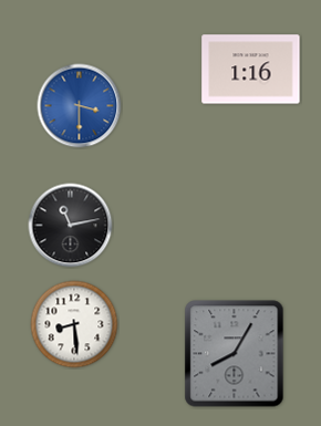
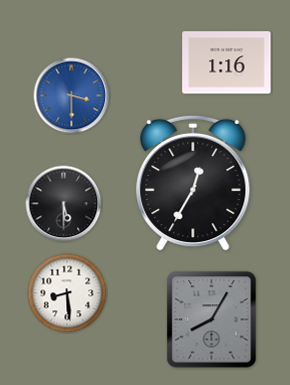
clock at (193, 183): none -> 12:35
clock at (71, 226): 11:13 -> 5:30
